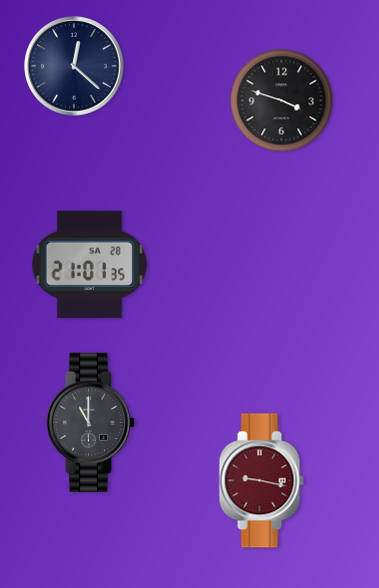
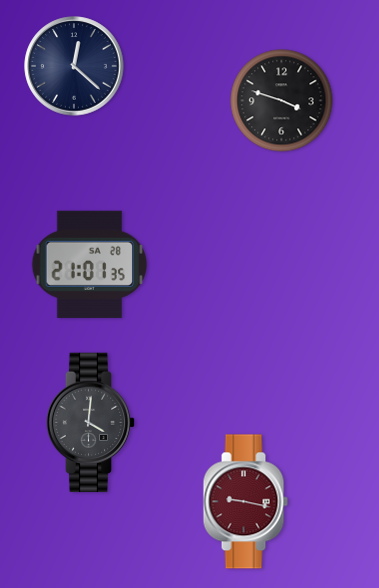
clock at (91, 423): 11:00 -> 4:01
clock at (261, 481) position: (261, 481) -> (245, 502)
